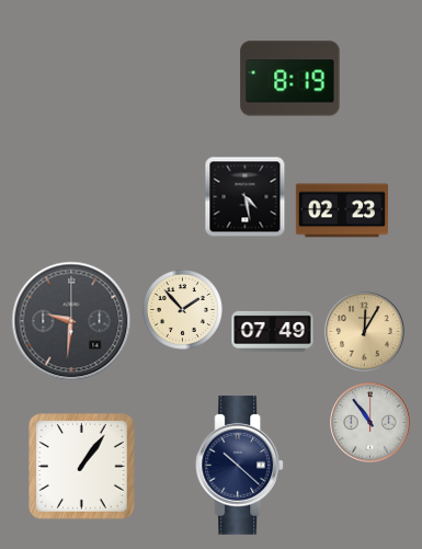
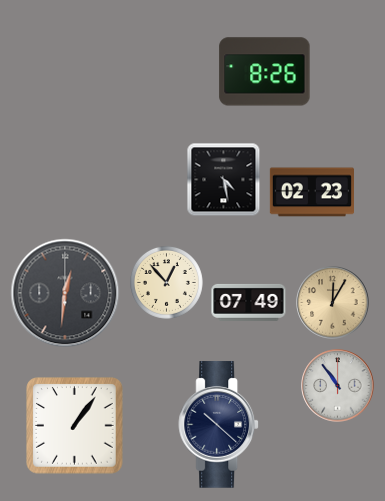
clock at (290, 79): 8:19 -> 8:26
clock at (182, 309): 1:53 -> 12:53
clock at (71, 321): 9:31 -> 12:31
